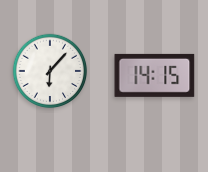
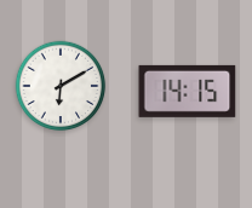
clock at (50, 71): 6:07 -> 6:10
